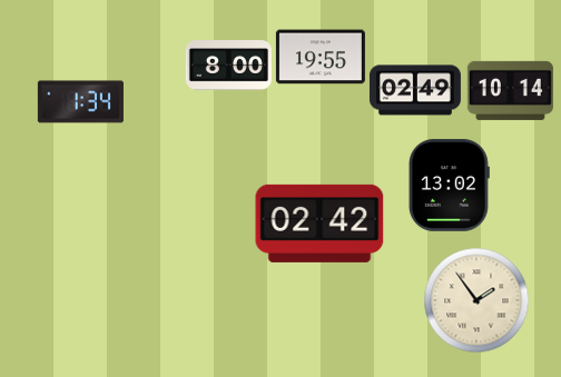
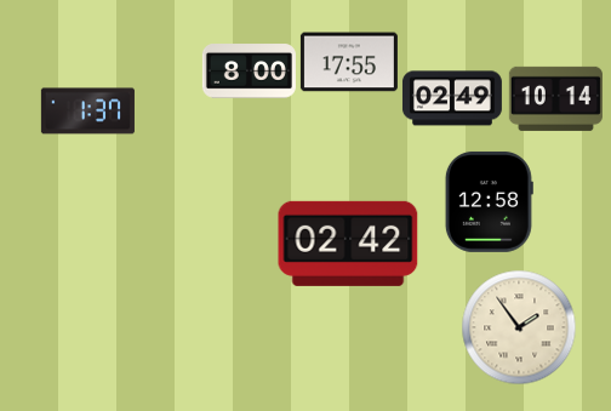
clock at (321, 57): 19:55 -> 17:55
clock at (80, 102): 1:34 -> 1:37
clock at (449, 185): 13:02 -> 12:58
